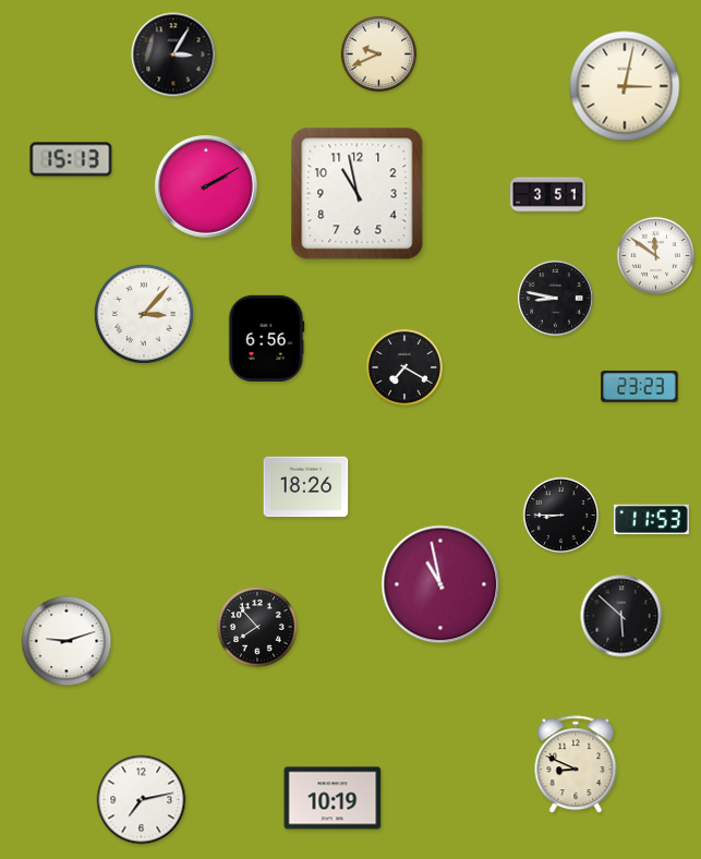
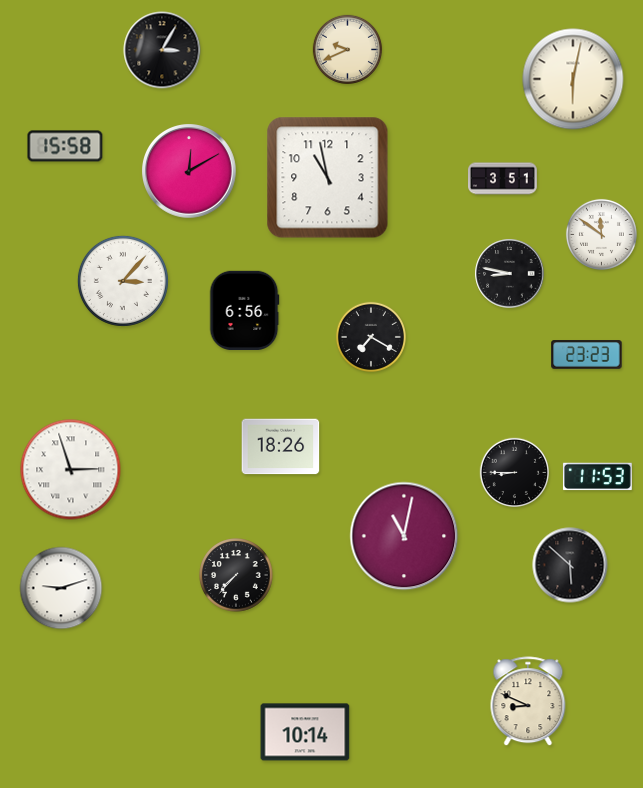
clock at (173, 55) position: (173, 55) -> (162, 50)
clock at (625, 86): 3:02 -> 6:02
clock at (71, 159): 15:13 -> 15:58
clock at (207, 187): 2:10 -> 12:10
clock at (144, 314) position: (144, 314) -> (123, 281)
clock at (71, 470): none -> 2:57
clock at (440, 584): 10:58 -> 11:02
clock at (257, 627): 7:53 -> 7:37
clock at (333, 798): 10:19 -> 10:14
clock at (142, 800): 7:13 -> none
